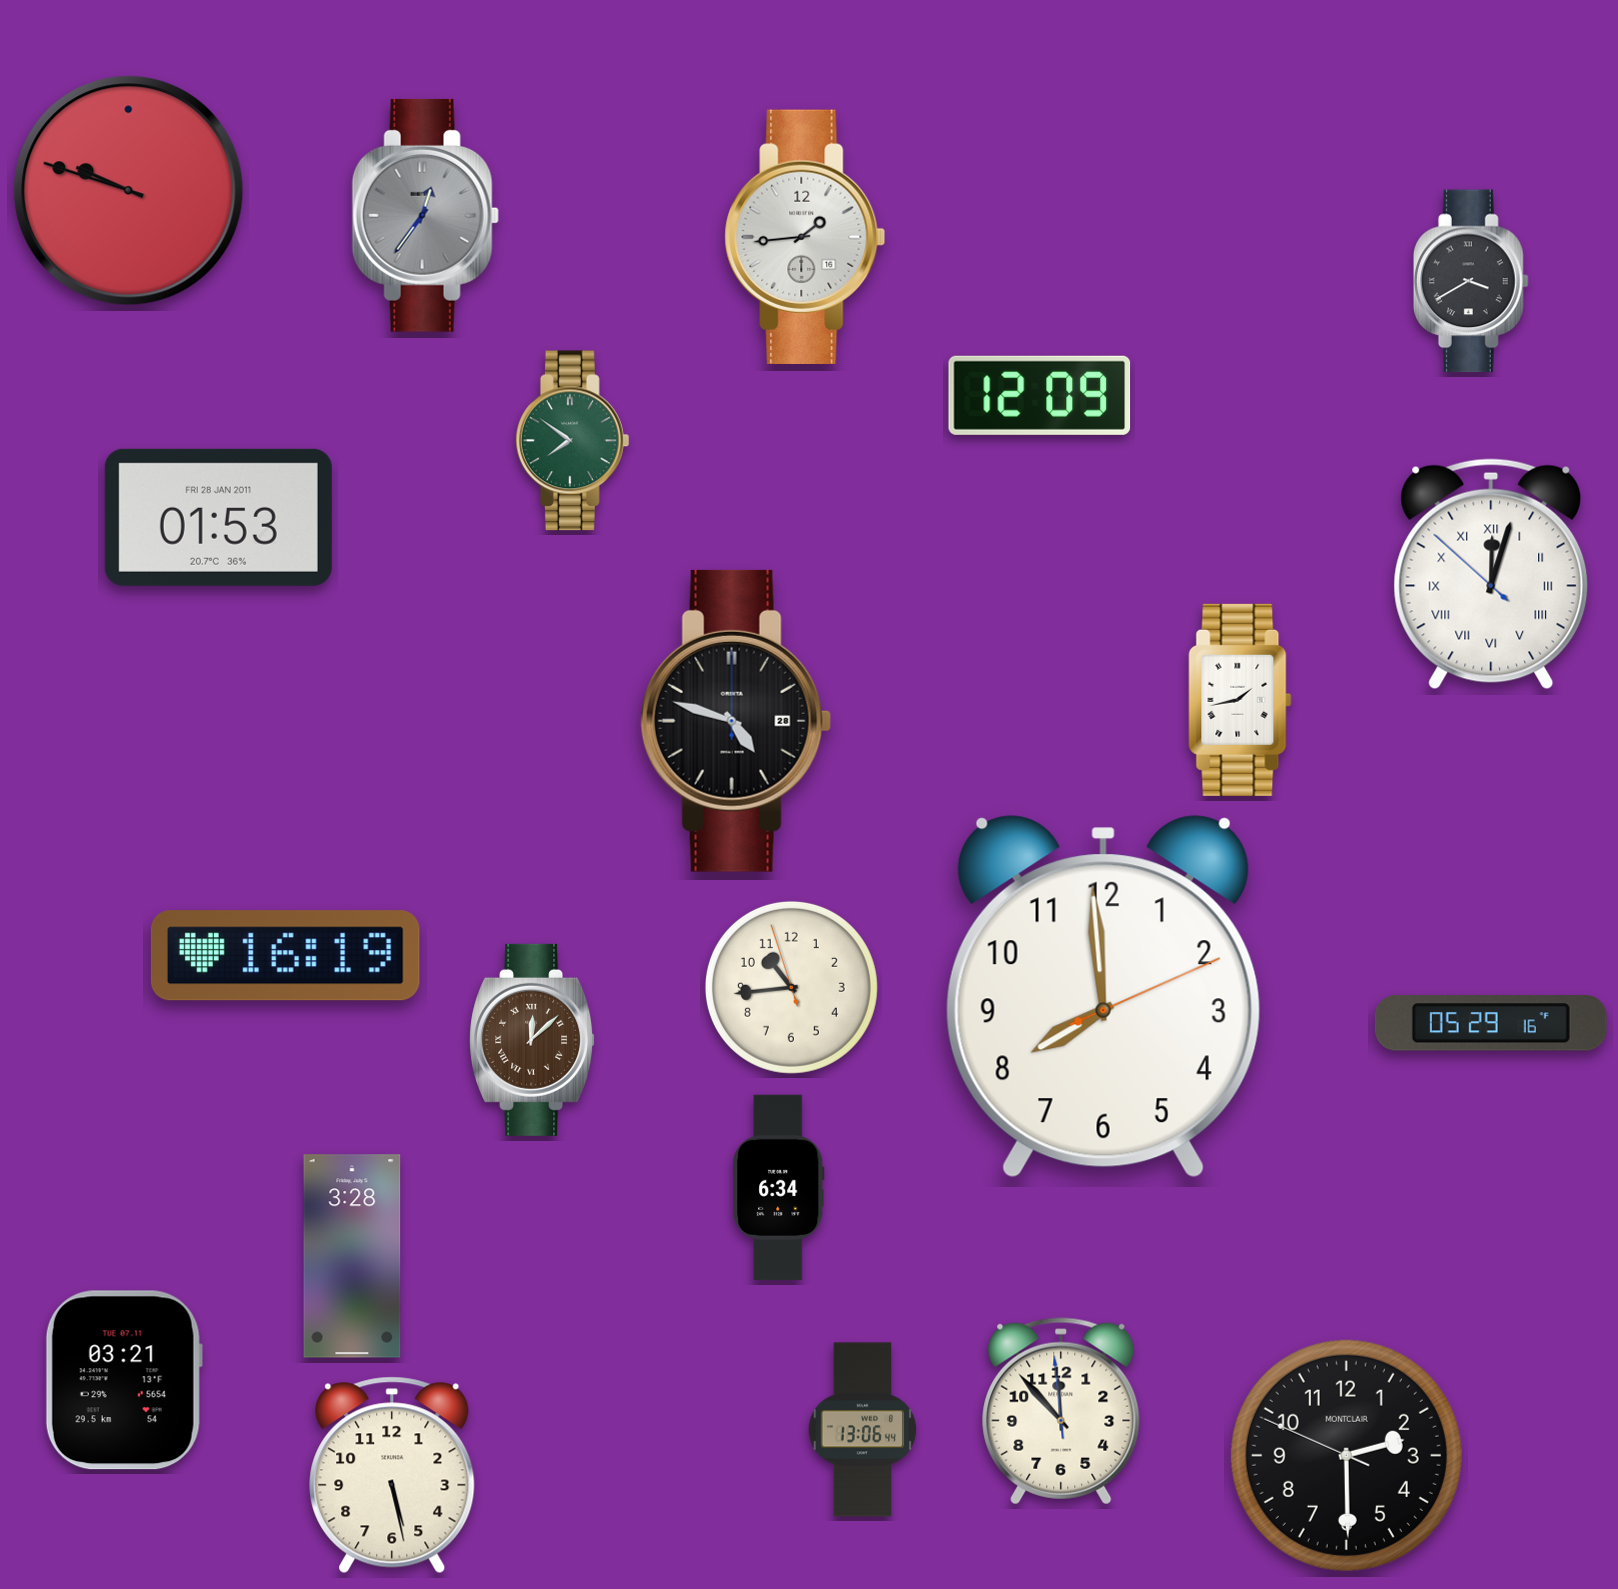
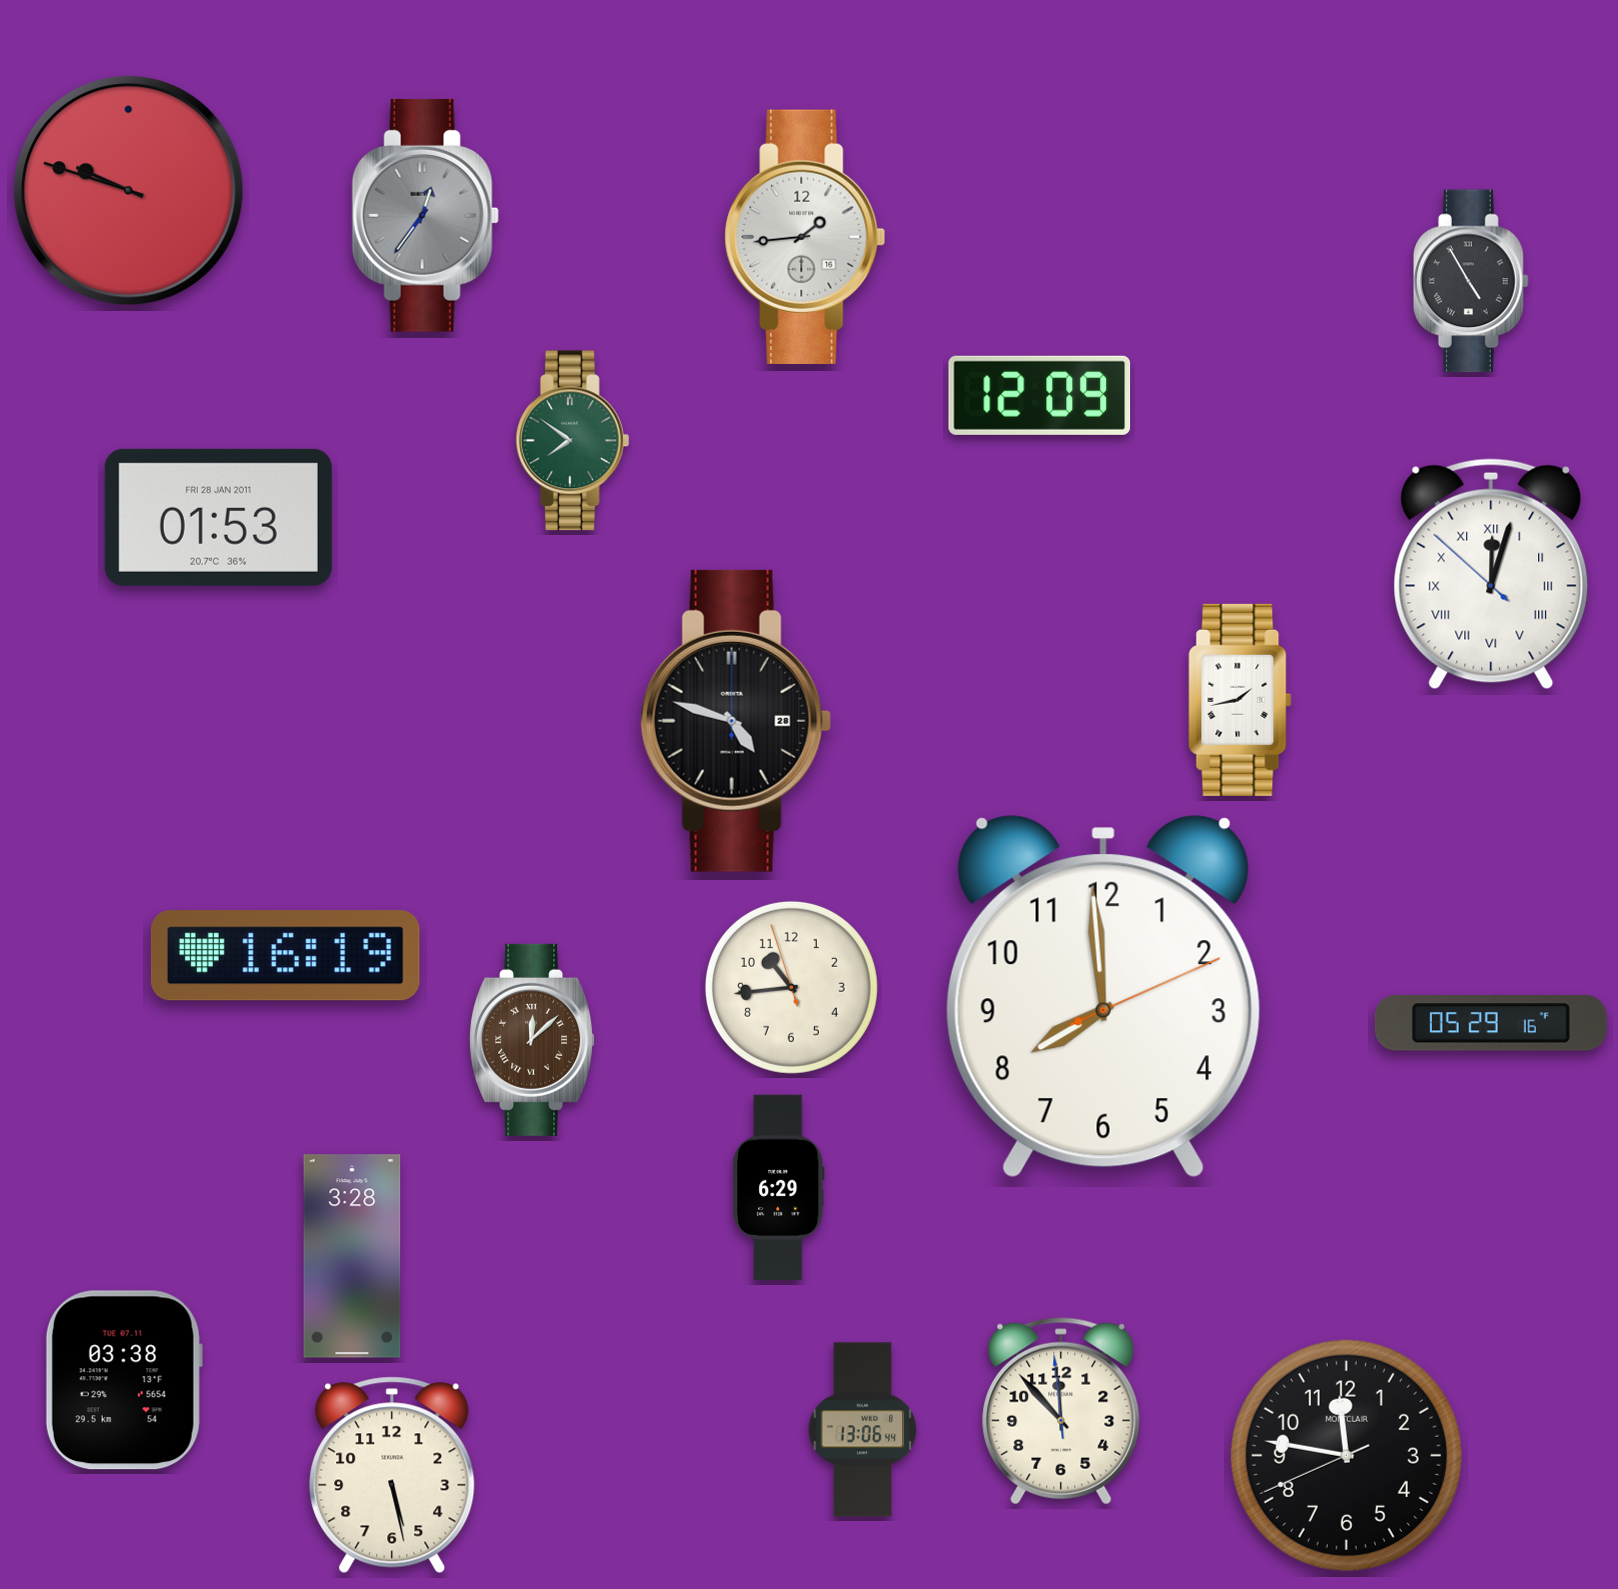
clock at (1471, 281): 3:40 -> 4:55
clock at (779, 1188): 6:34 -> 6:29
clock at (124, 1380): 03:21 -> 03:38
clock at (1346, 1455): 2:29 -> 11:46
